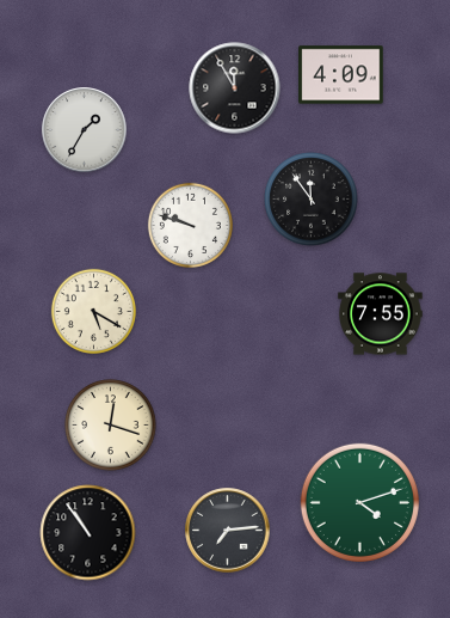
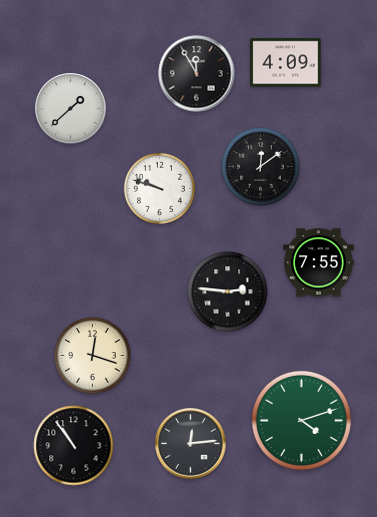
clock at (85, 130): 1:35 -> 1:38
clock at (312, 200): 11:54 -> 12:09
clock at (93, 311): 5:20 -> none
clock at (228, 292): none -> 2:46
clock at (228, 531): 7:14 -> 12:14
